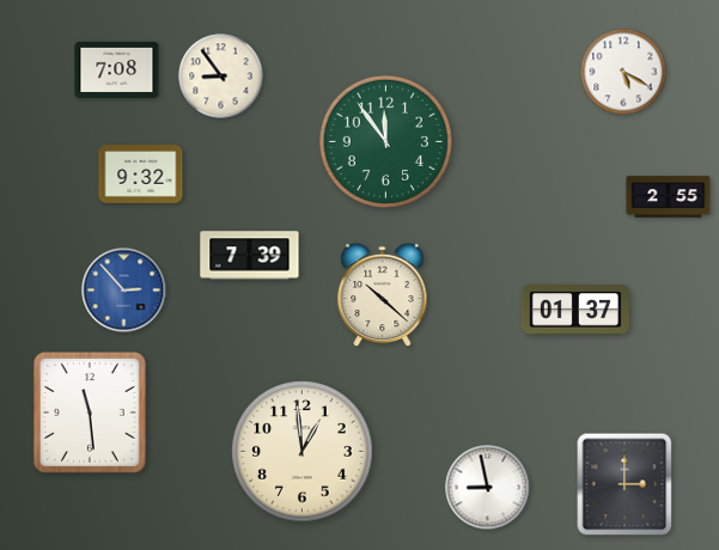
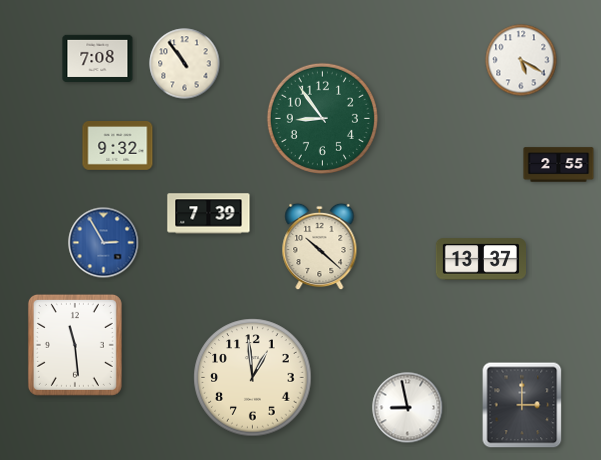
clock at (221, 77): 8:54 -> 10:54
clock at (385, 141): 11:54 -> 8:54
clock at (124, 291): 2:53 -> 2:55
clock at (574, 310): 01:37 -> 13:37
